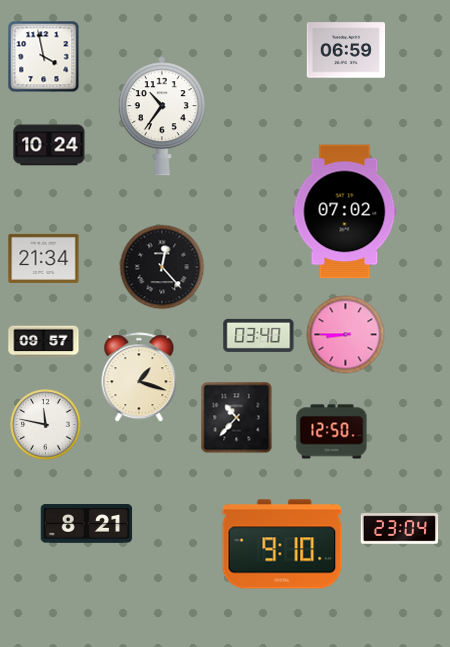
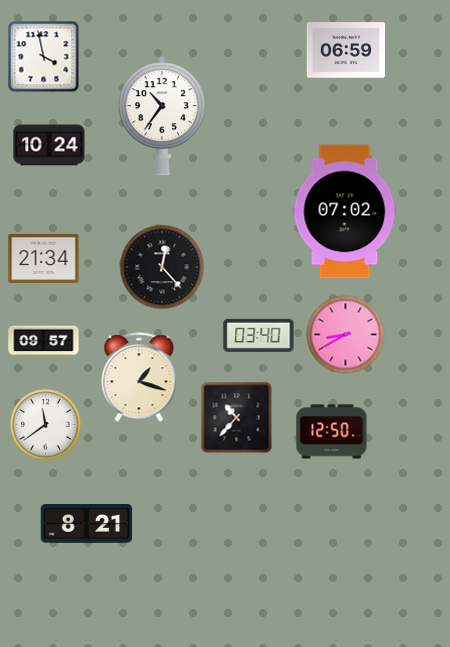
clock at (346, 335): 8:45 -> 8:40
clock at (46, 425): 11:47 -> 11:39
clock at (400, 529): 23:04 -> none
clock at (282, 544): 9:10 -> none
